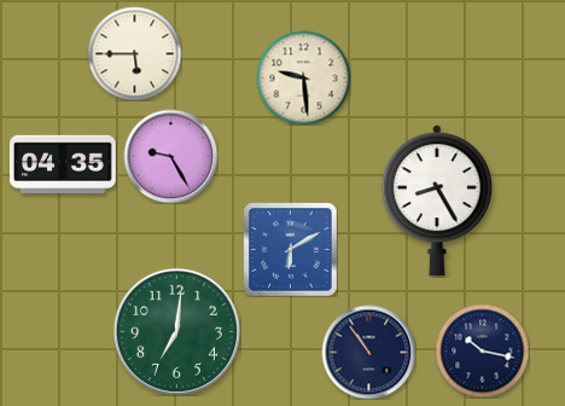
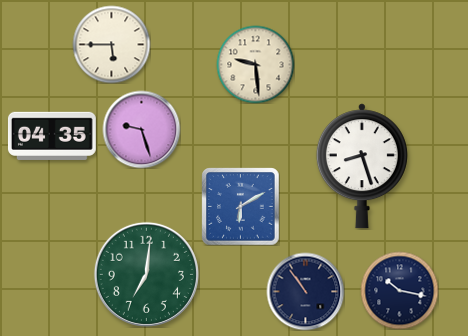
clock at (303, 77) position: (303, 77) -> (255, 64)
clock at (170, 156): 9:25 -> 9:27
clock at (437, 201): 8:25 -> 8:27
